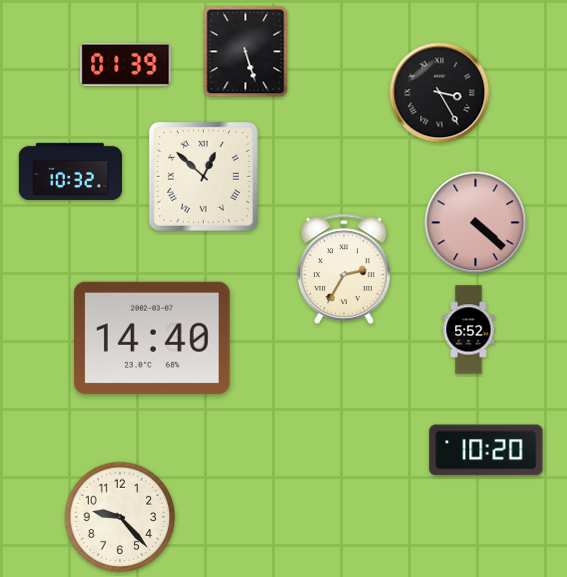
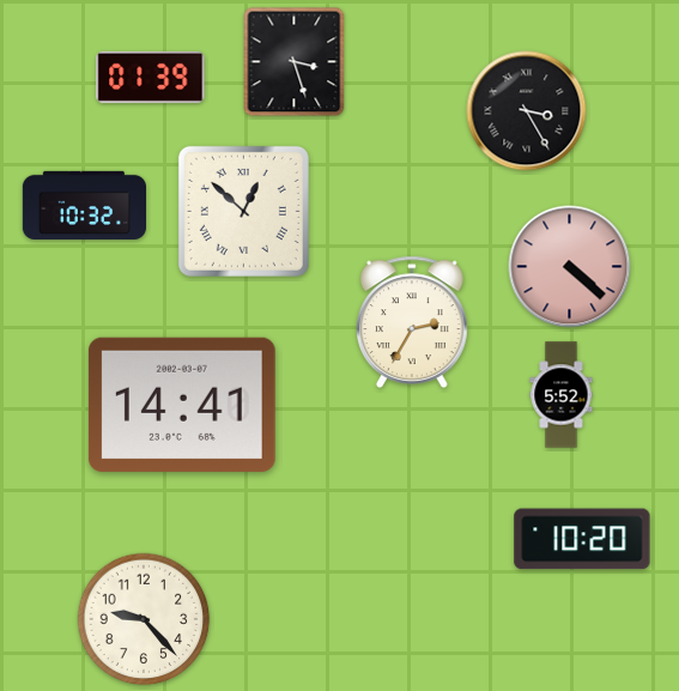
clock at (246, 52): 5:27 -> 3:27
clock at (152, 338): 14:40 -> 14:41
